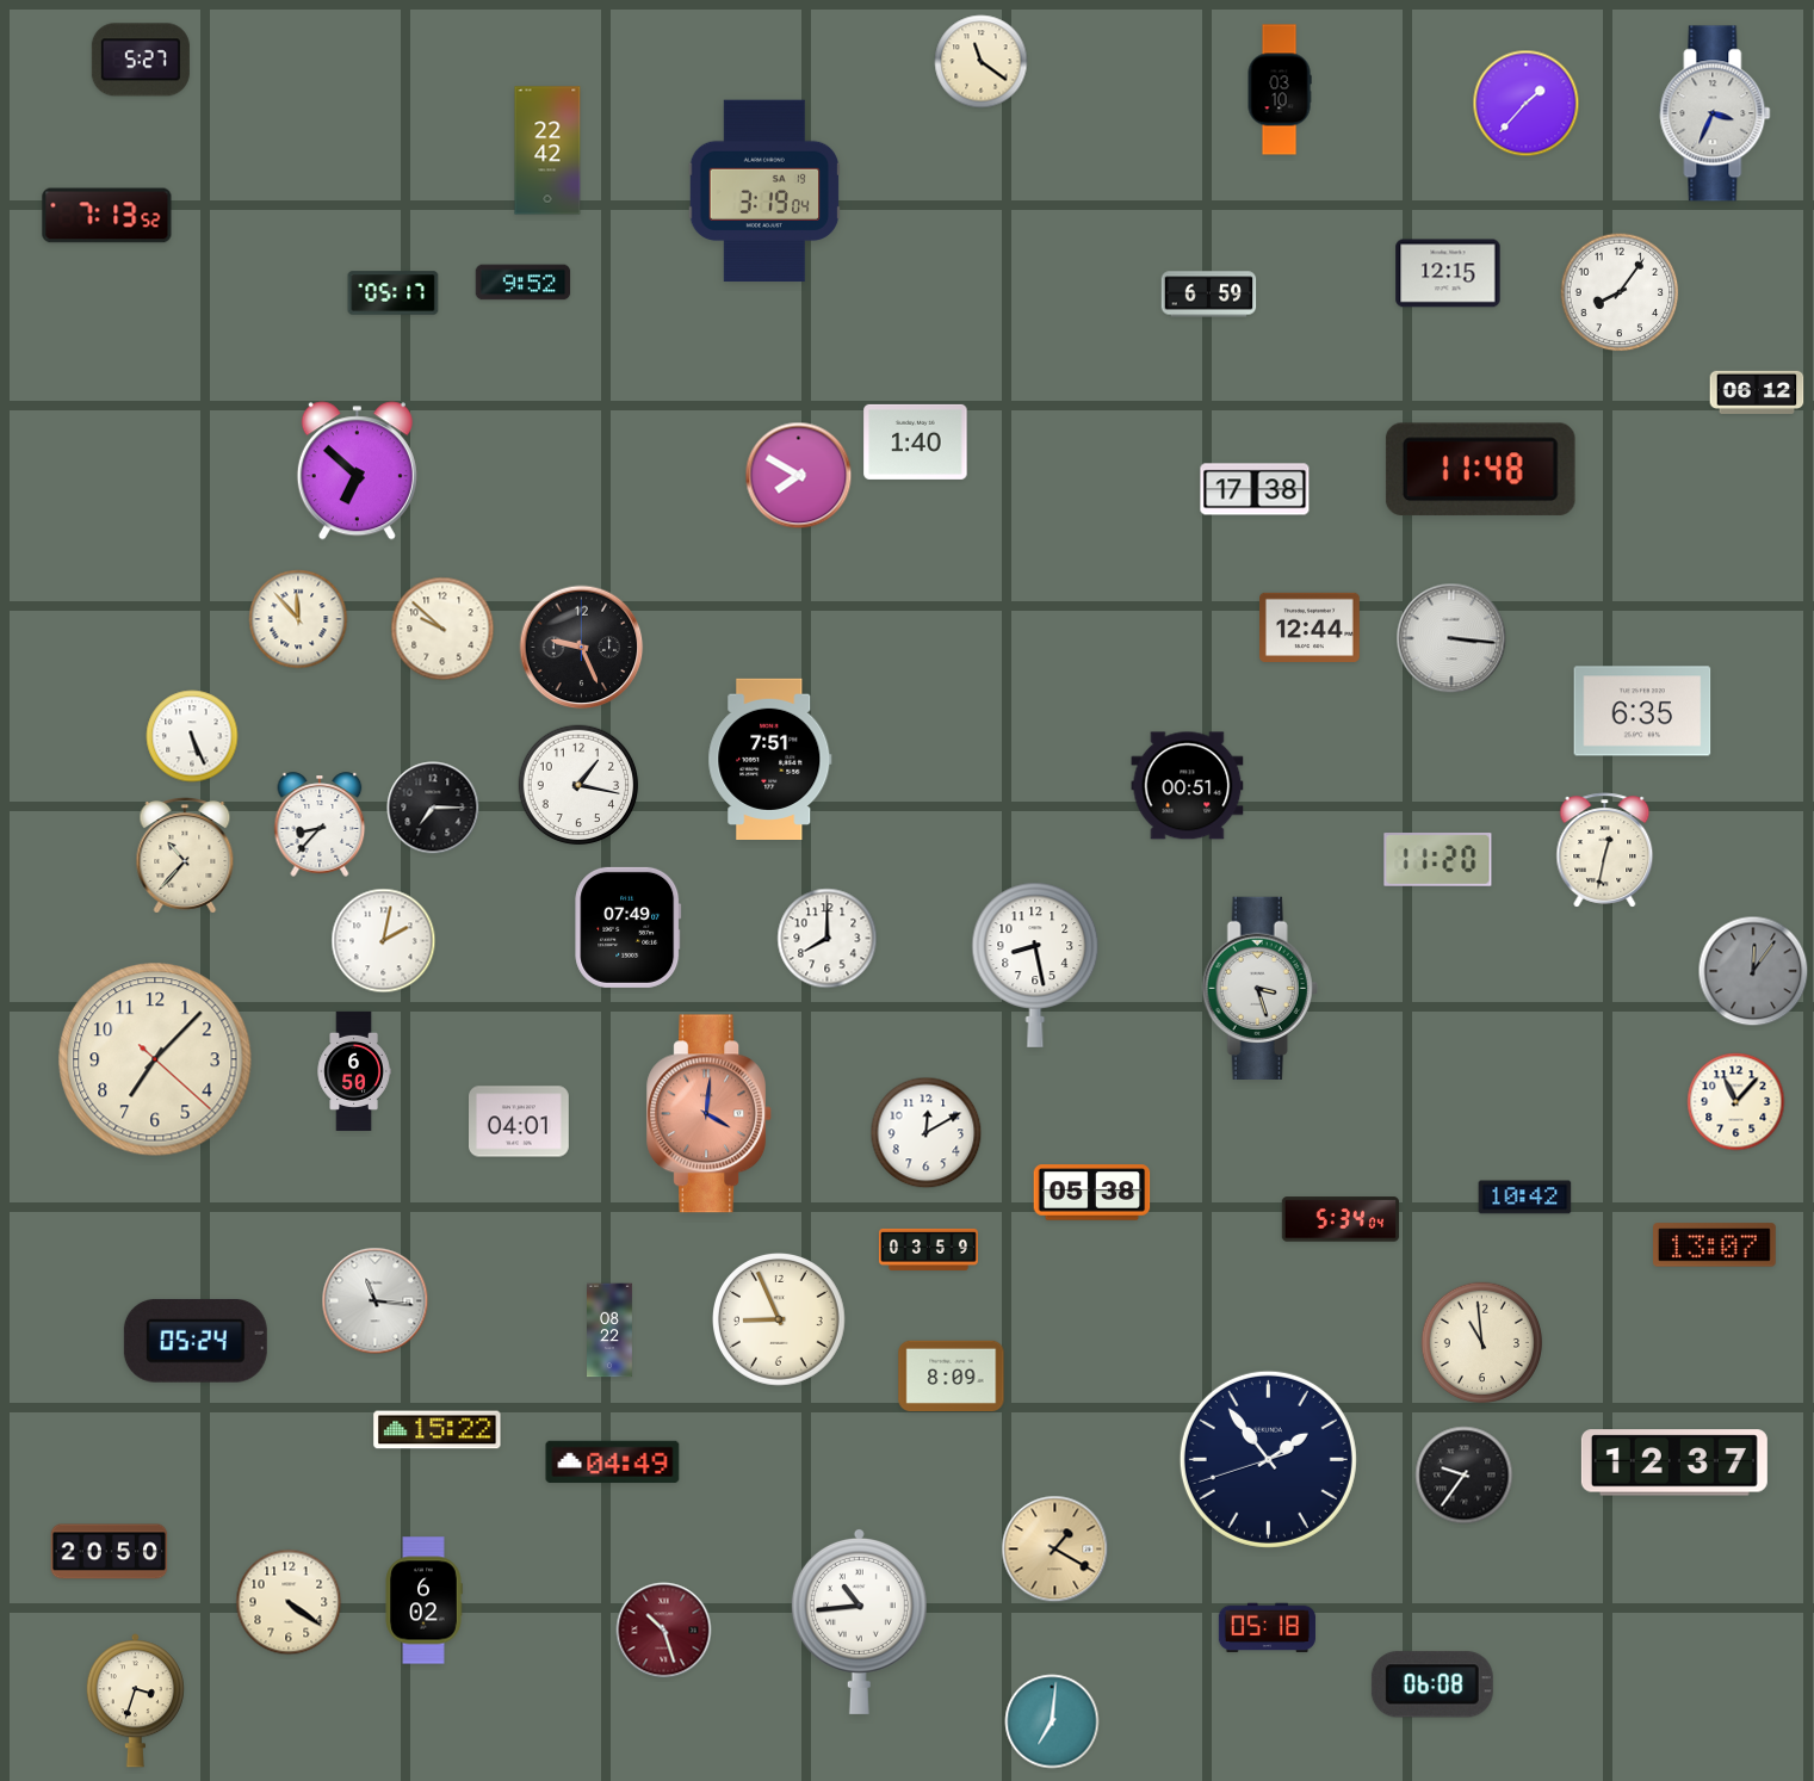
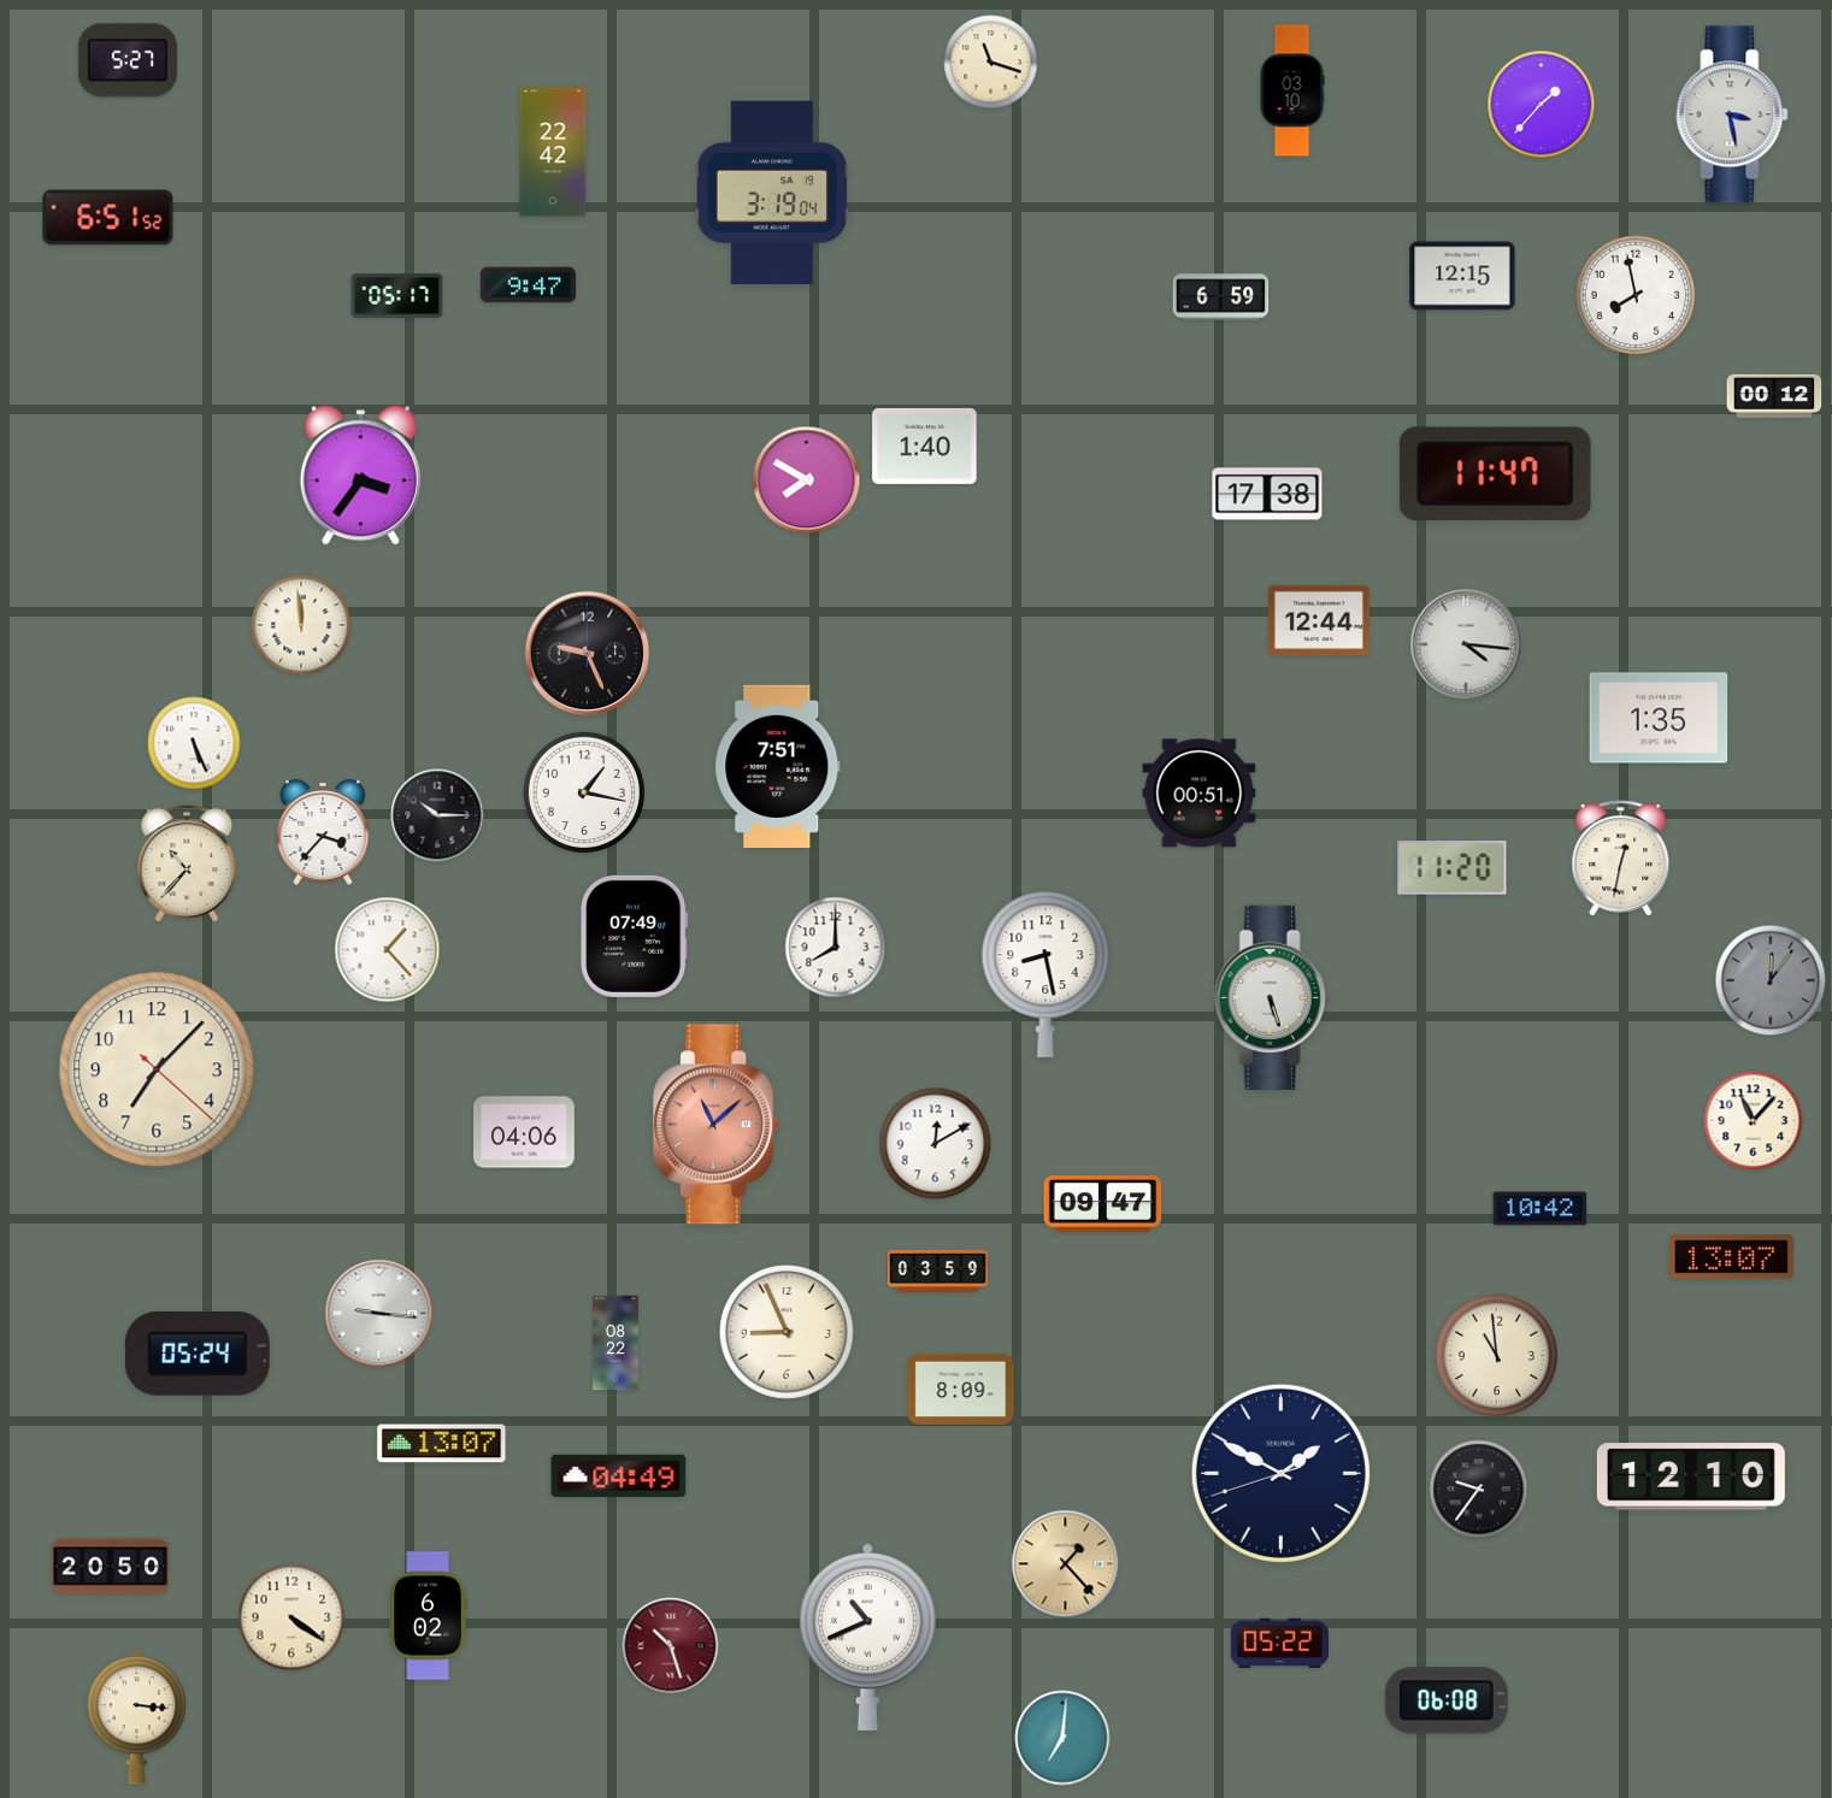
clock at (141, 60) position: (141, 60) -> (128, 60)
clock at (982, 62): 11:21 -> 11:18
clock at (1715, 113): 3:34 -> 3:28
clock at (107, 216): 7:13 -> 6:51
clock at (524, 283): 9:52 -> 9:47
clock at (1620, 292): 8:06 -> 7:58
clock at (1757, 392): 06:12 -> 00:12
clock at (1480, 470): 11:48 -> 11:47
clock at (357, 471): 6:52 -> 3:36
clock at (298, 619): 11:53 -> 11:59
clock at (1311, 626) position: (1311, 626) -> (1320, 619)
clock at (442, 629): 9:52 -> none
clock at (1451, 638): 3:16 -> 4:16
clock at (1642, 711): 6:35 -> 1:35
clock at (433, 808): 7:15 -> 10:15
clock at (320, 824): 8:37 -> 3:37
clock at (384, 941): 2:02 -> 1:23
clock at (1259, 988): 3:27 -> 5:27
clock at (354, 1071): 6:50 -> none
clock at (1736, 1102) position: (1736, 1102) -> (1754, 1121)
clock at (710, 1114): 4:01 -> 11:08
clock at (520, 1121): 04:01 -> 04:06
clock at (1092, 1193): 05:38 -> 09:47
clock at (1341, 1219): 5:34 -> none
clock at (928, 1249) position: (928, 1249) -> (937, 1271)
clock at (376, 1301): 11:16 -> 9:16
clock at (438, 1430): 15:22 -> 13:07
clock at (1268, 1459): 1:53 -> 1:49
clock at (1674, 1462): 12:37 -> 12:10
clock at (1055, 1550): 1:20 -> 1:23
clock at (859, 1621): 10:44 -> 10:41
clock at (1267, 1628): 05:18 -> 05:22
clock at (135, 1701): 3:33 -> 3:16
